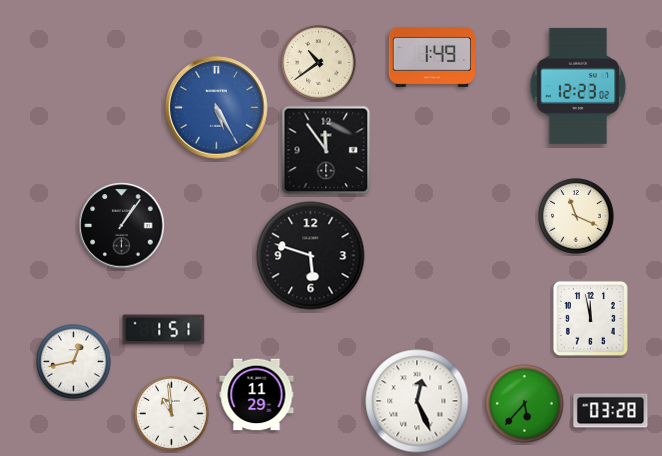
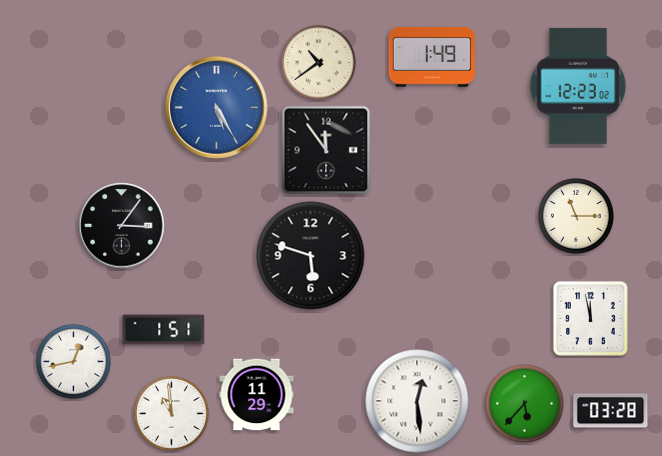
clock at (576, 216): 11:19 -> 11:15
clock at (122, 226): 1:06 -> 3:06
clock at (417, 401): 12:26 -> 12:29
